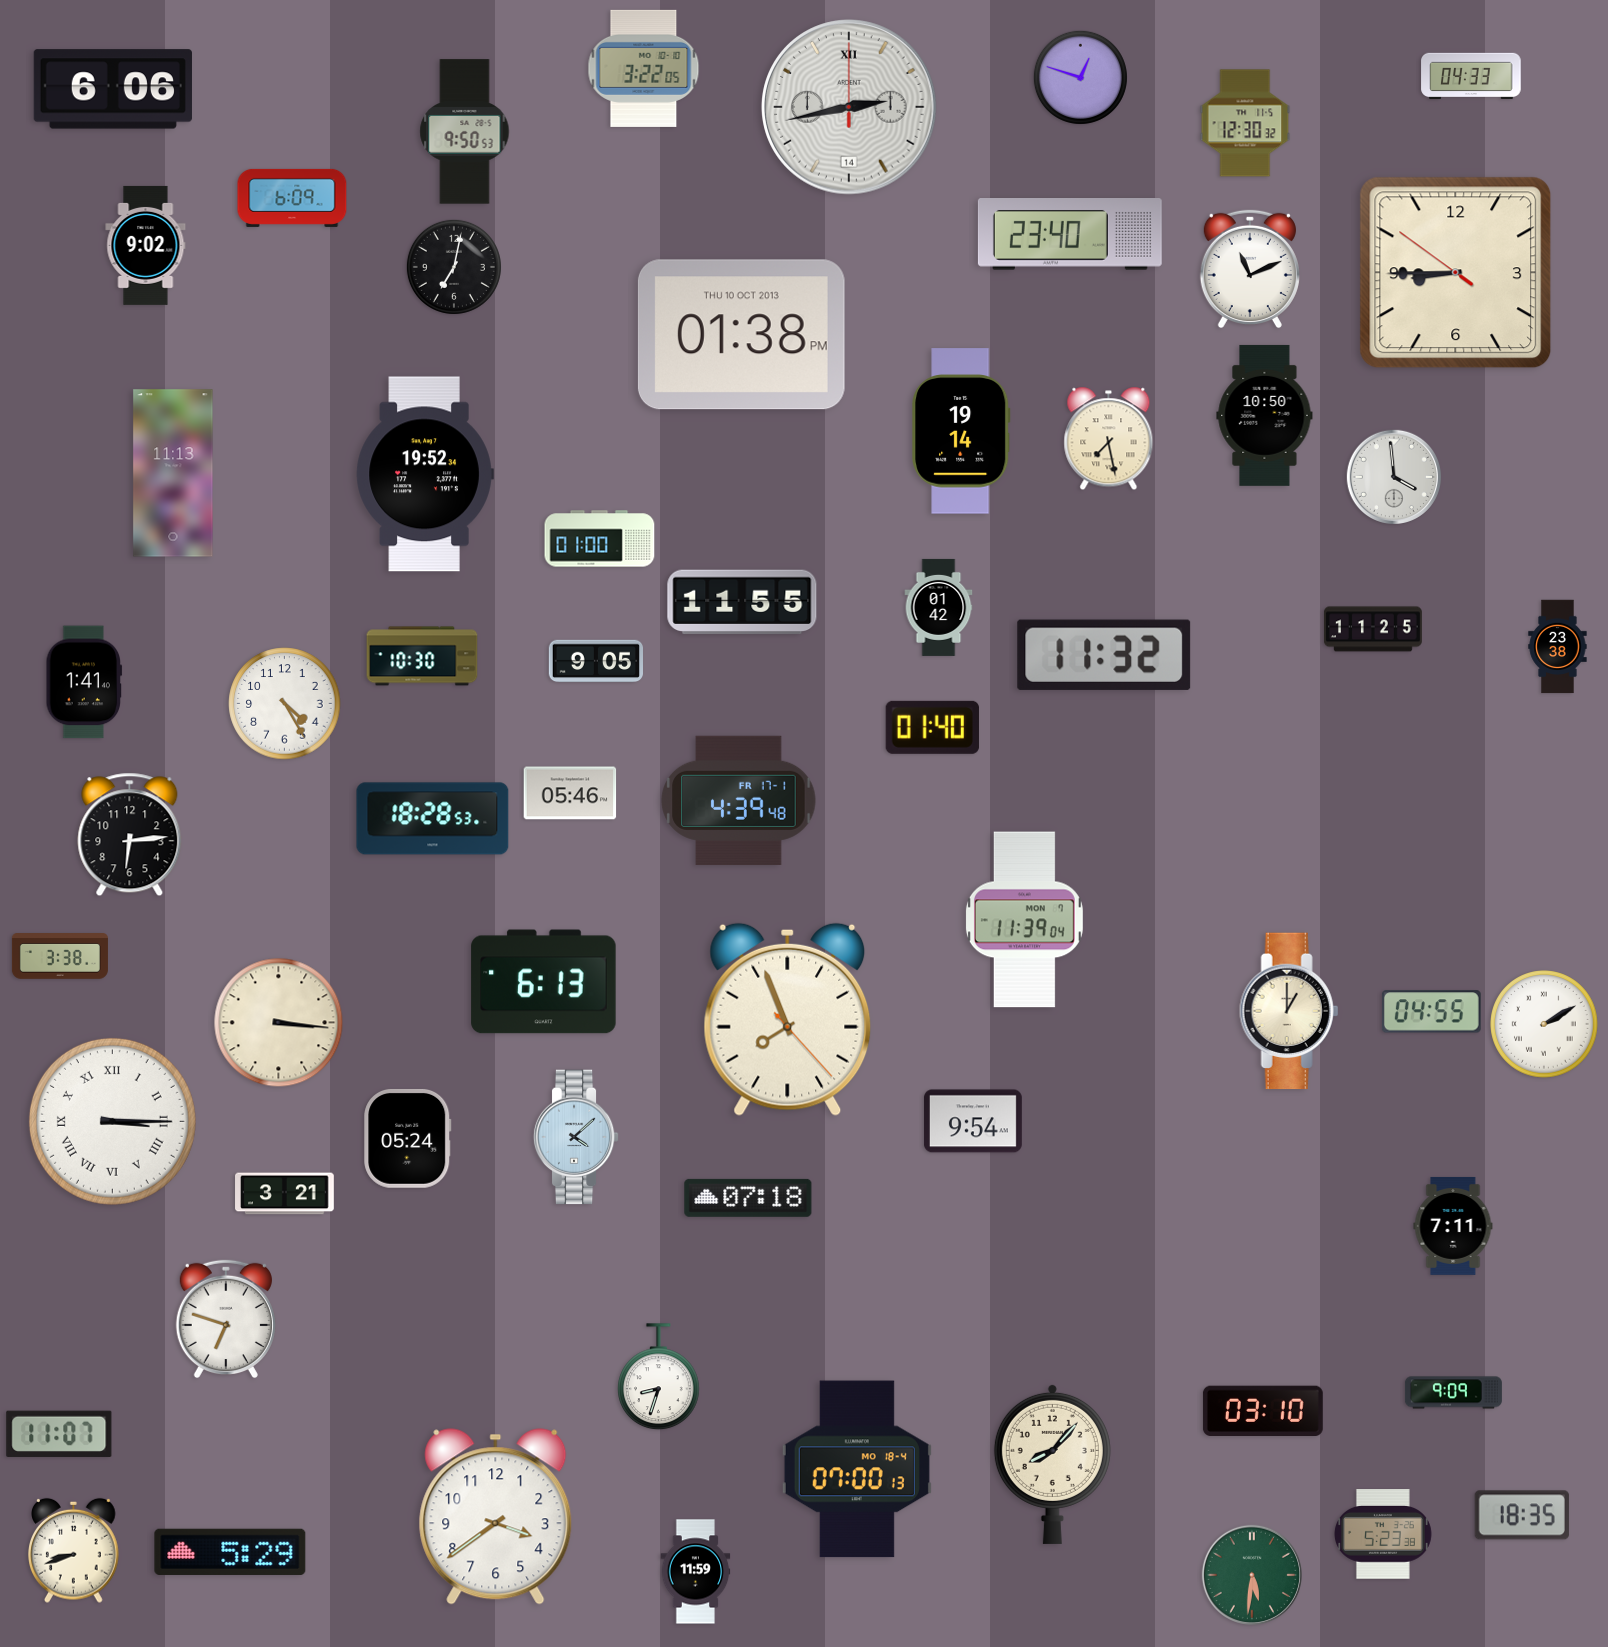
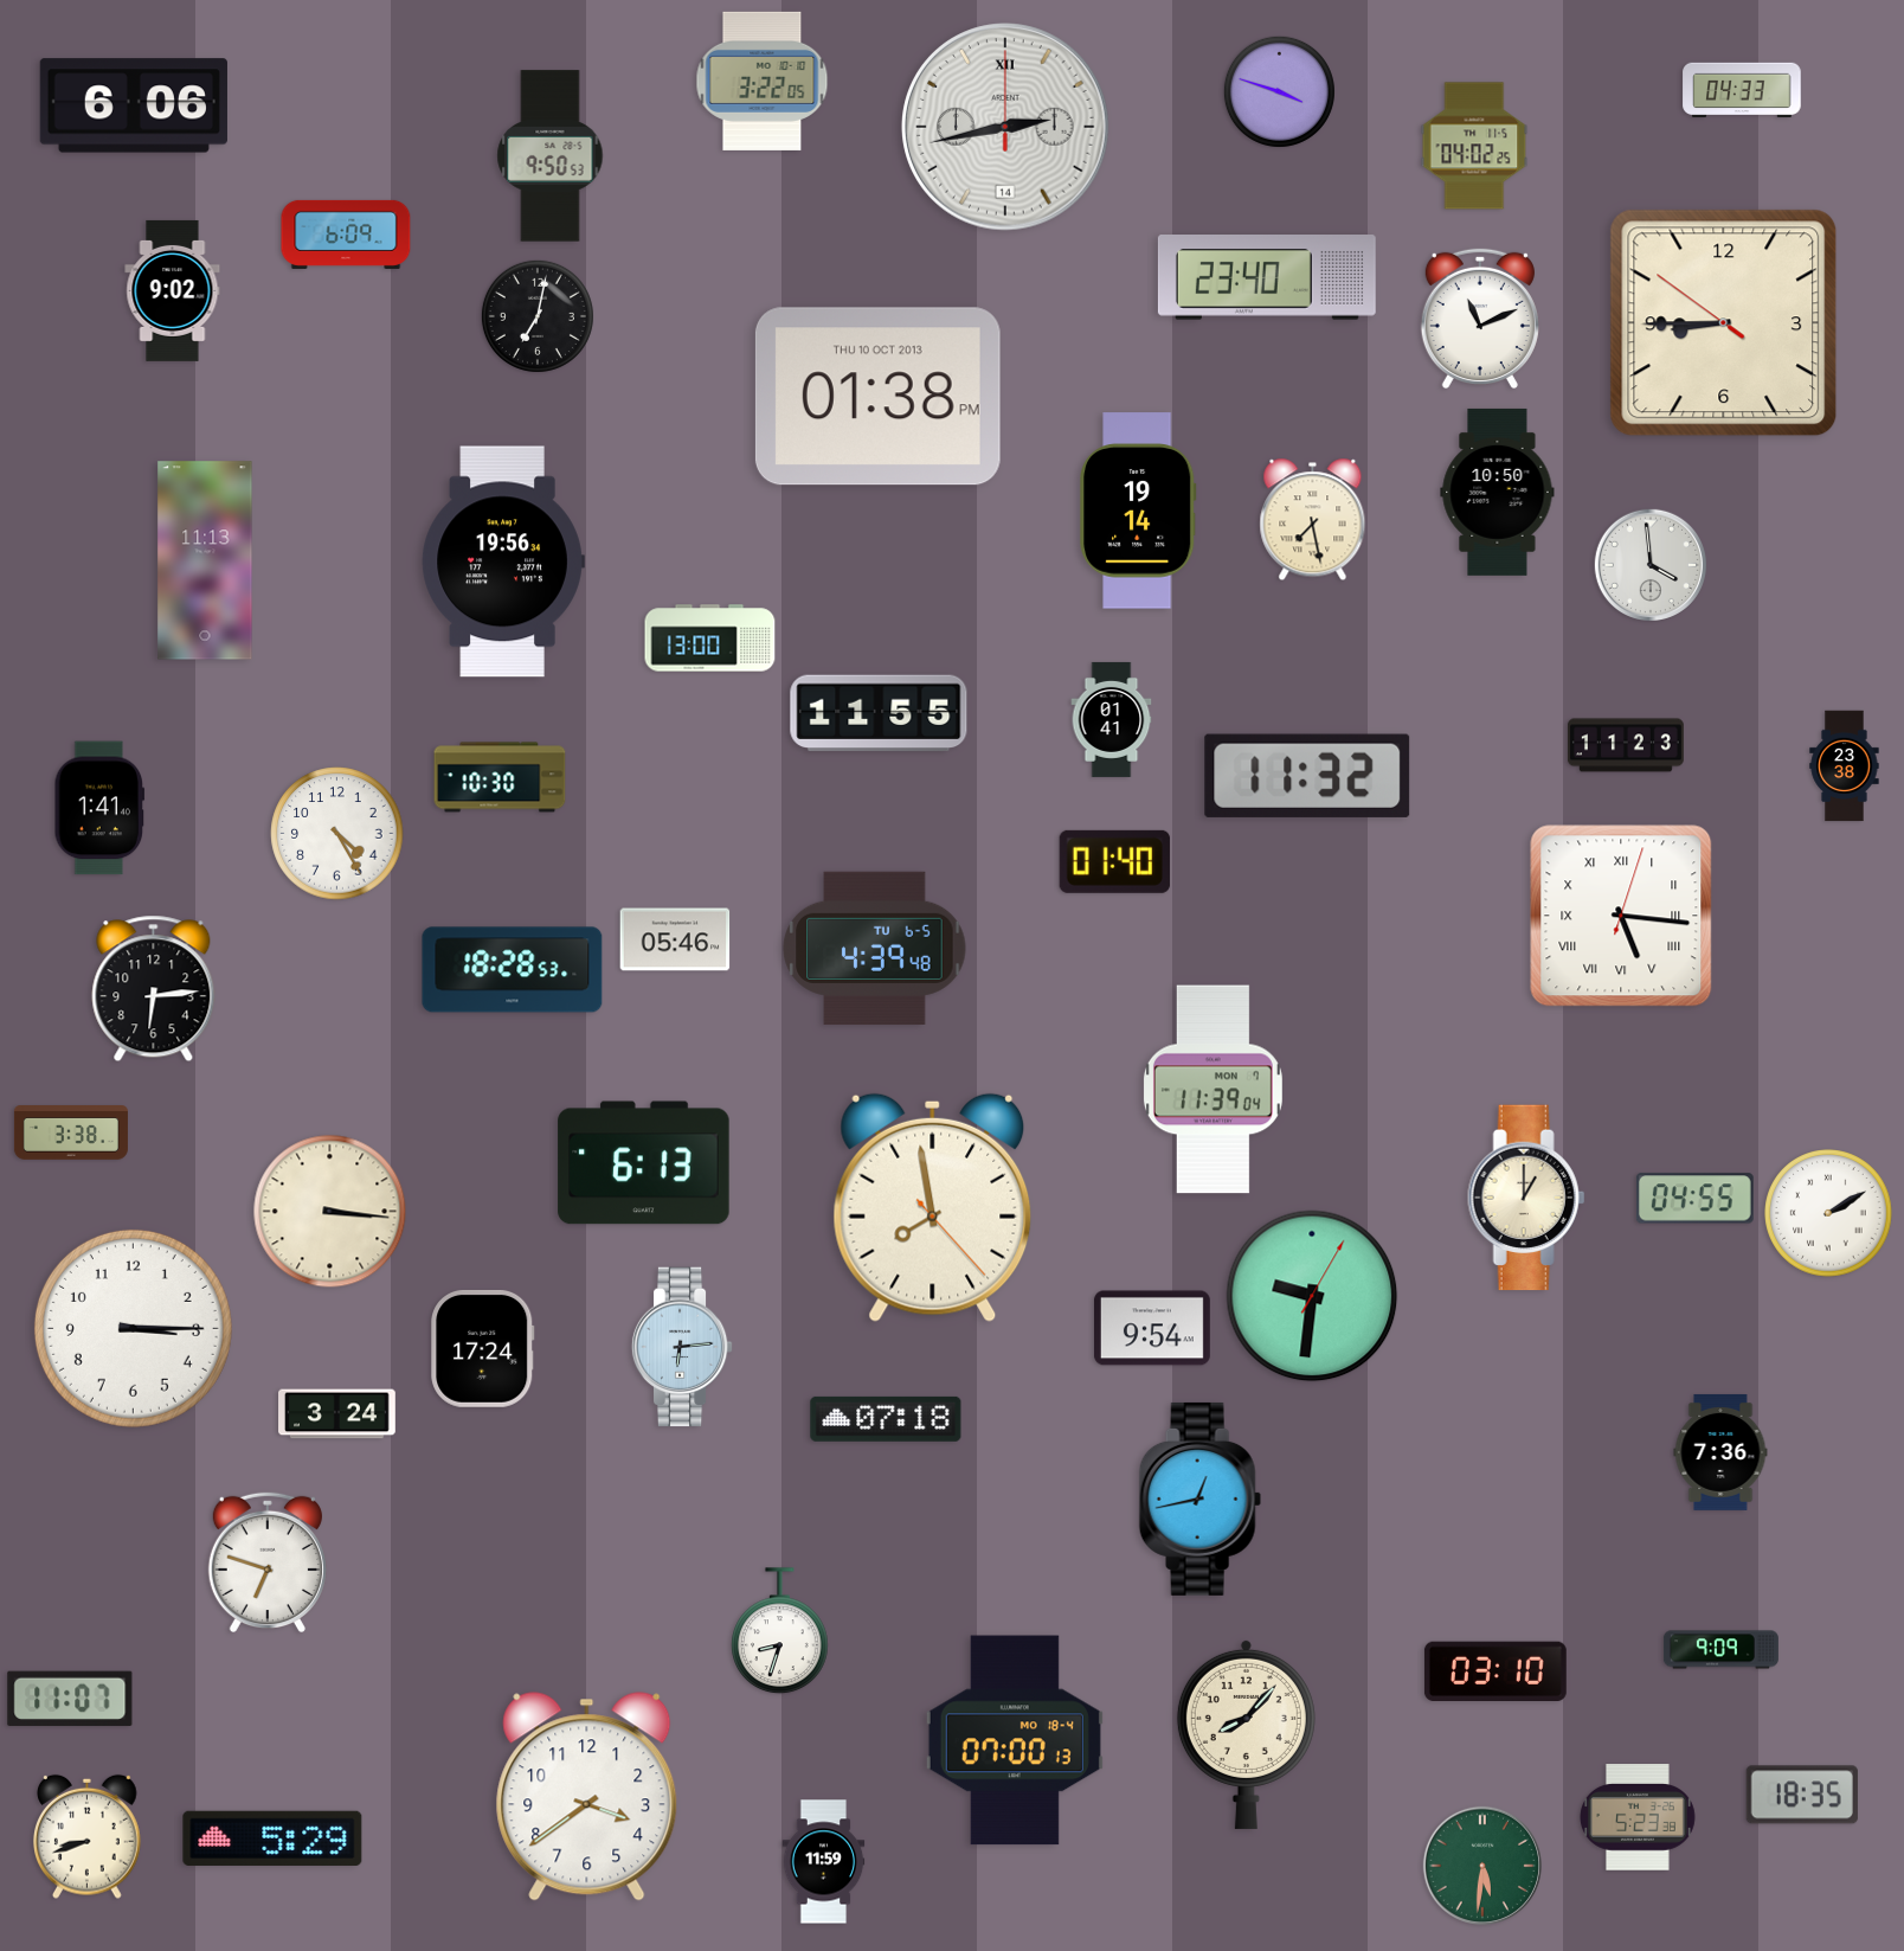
clock at (1080, 77): 12:48 -> 3:48
clock at (1245, 123): 12:30 -> 04:02
clock at (425, 474): 19:52 -> 19:56
clock at (600, 539): 01:00 -> 13:00
clock at (939, 607): 01:42 -> 01:41
clock at (1373, 629): 11:25 -> 11:23
clock at (595, 661): 9:05 -> none
clock at (932, 727) position: (932, 727) -> (1114, 861)
clock at (1621, 916): none -> 5:16
clock at (739, 800) date: FR 17-1 -> TU 6-5
clock at (788, 1019): 7:56 -> 7:58
clock at (1312, 1296): none -> 9:31
clock at (112, 1121) numerals: Roman -> Arabic
clock at (576, 1137): 4:08 -> 6:14
clock at (408, 1138): 05:24 -> 17:24
clock at (285, 1194): 3:21 -> 3:24
clock at (1453, 1226): 7:11 -> 7:36
clock at (1199, 1498): none -> 12:43
